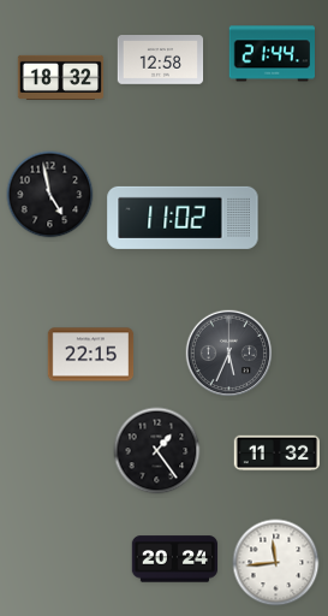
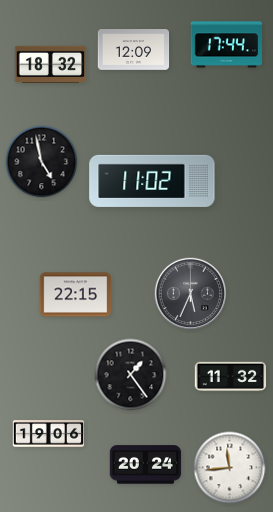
clock at (272, 54): 21:44 -> 17:44
clock at (161, 60): 12:58 -> 12:09
clock at (49, 434): none -> 19:06
